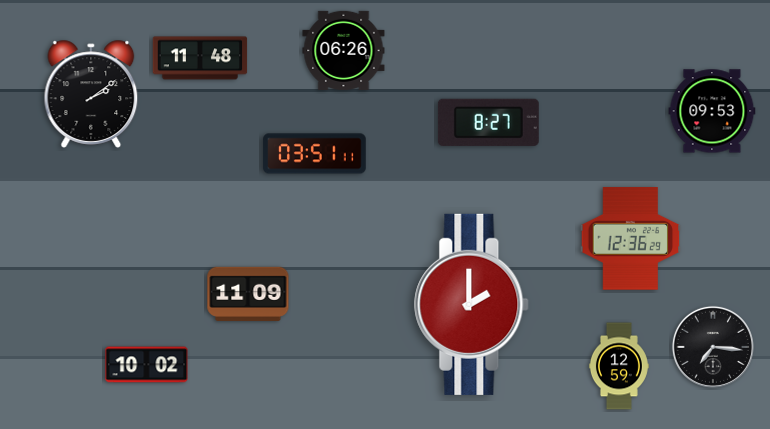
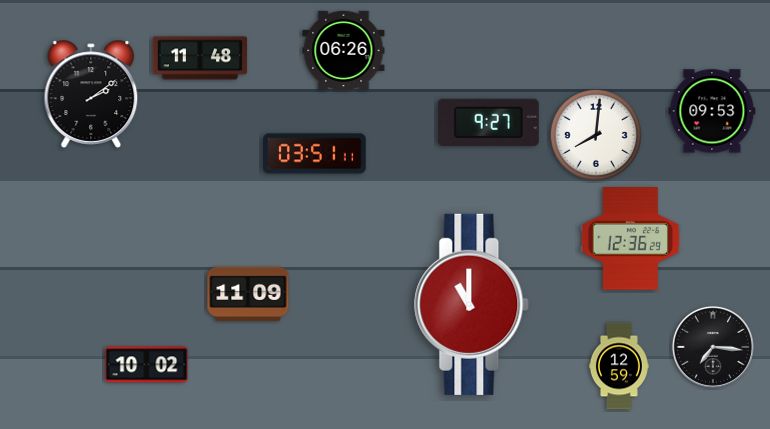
clock at (488, 122): 8:27 -> 9:27
clock at (595, 134): none -> 8:01
clock at (472, 304): 2:00 -> 11:00
